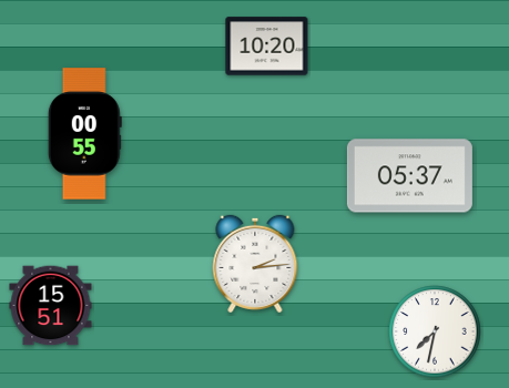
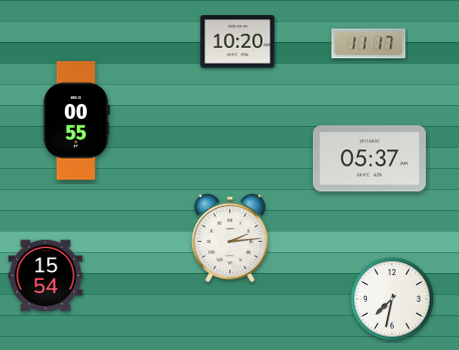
clock at (267, 47) position: (267, 47) -> (238, 42)
clock at (369, 44): none -> 11:17
clock at (51, 306): 15:51 -> 15:54
